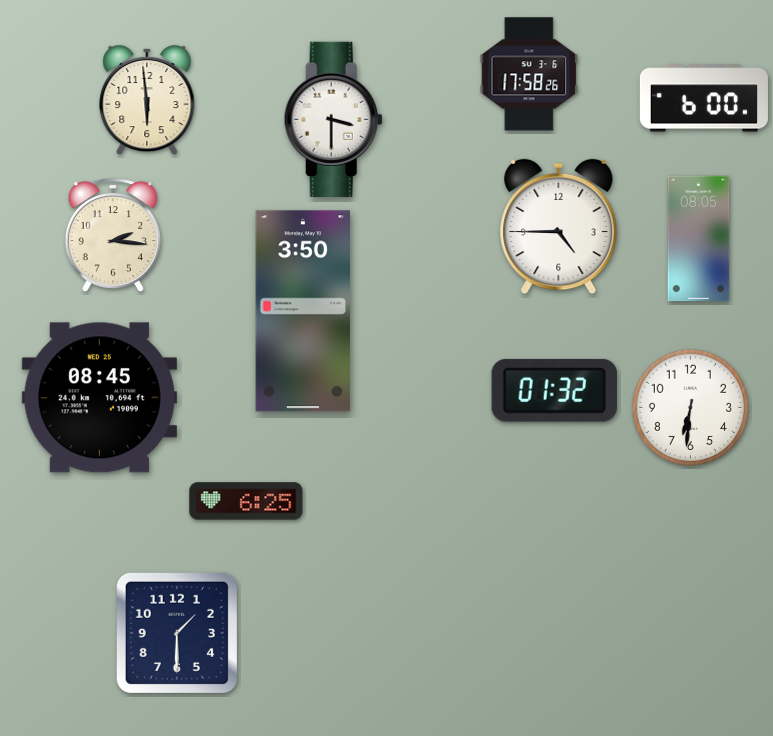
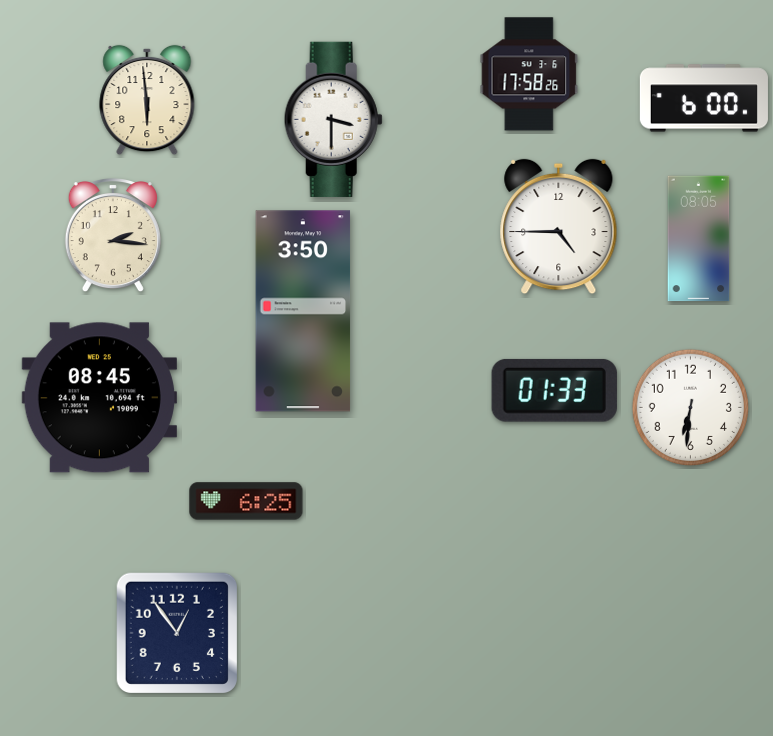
clock at (554, 390): 01:32 -> 01:33
clock at (176, 632): 1:30 -> 12:54
